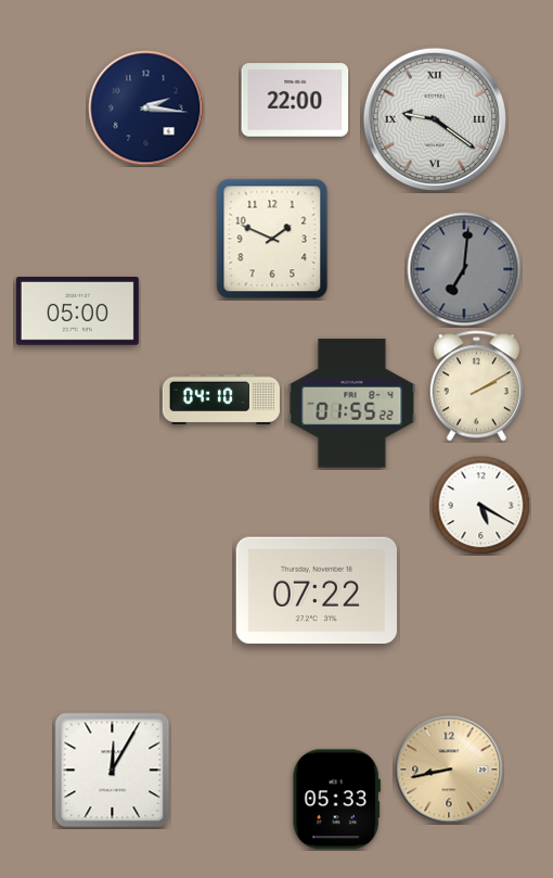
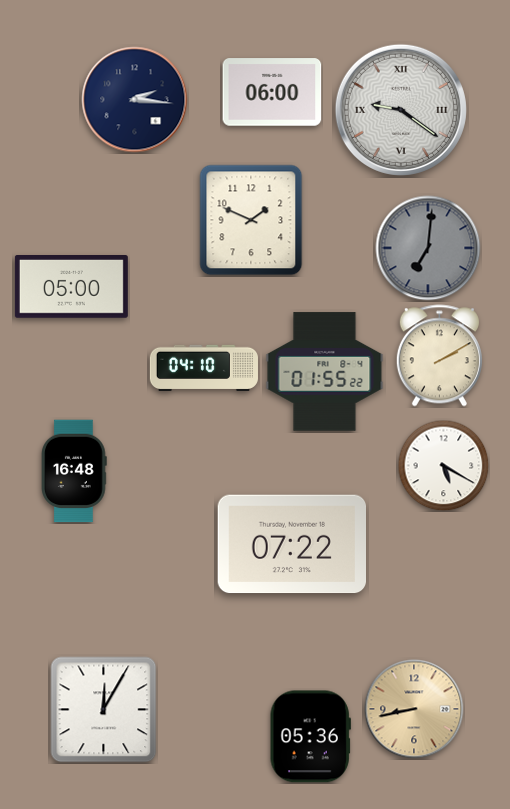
clock at (295, 100): 22:00 -> 06:00
clock at (75, 471): none -> 16:48
clock at (336, 800): 05:33 -> 05:36
